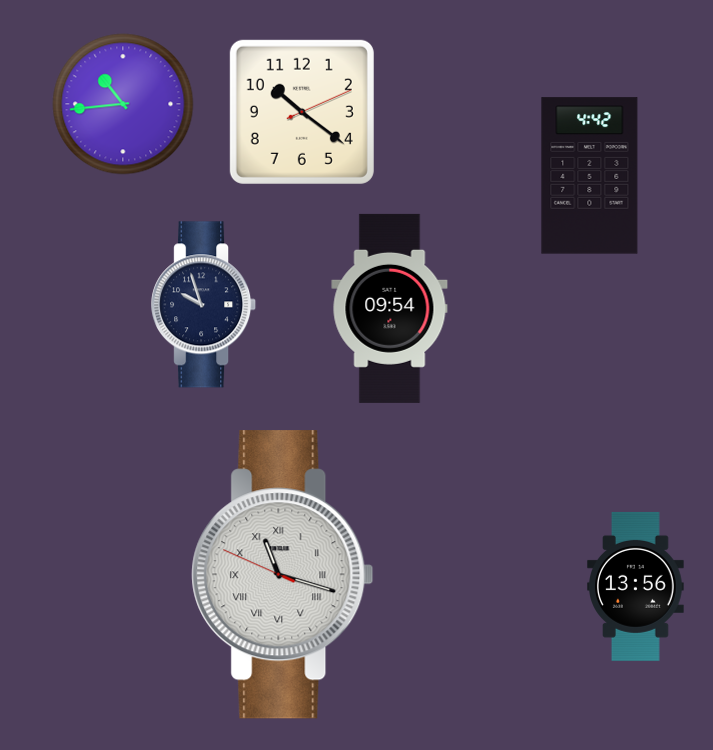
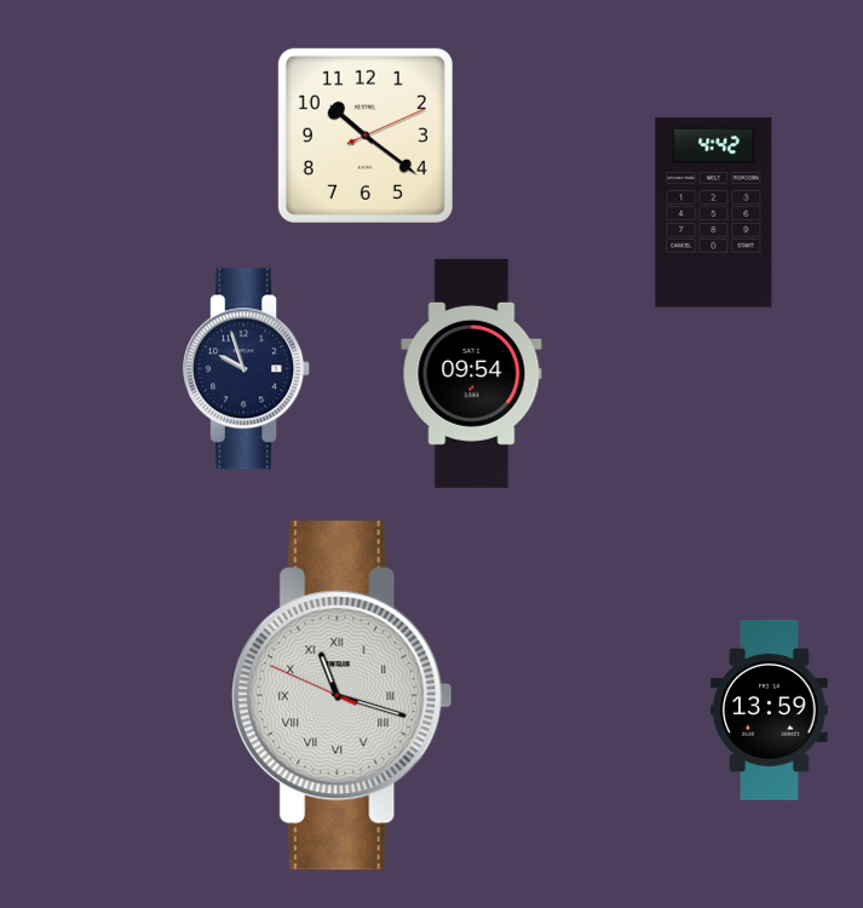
clock at (123, 104): 10:44 -> none
clock at (636, 586): 13:56 -> 13:59
